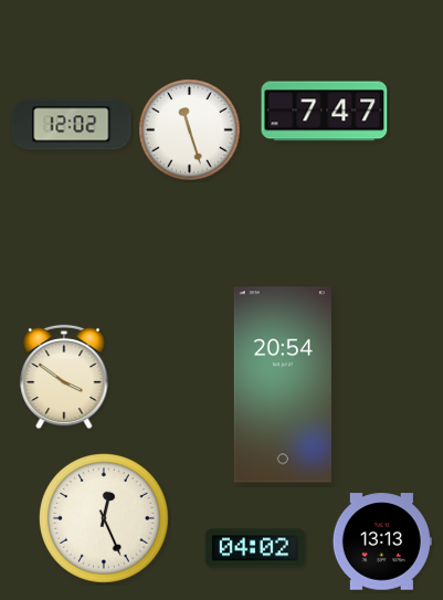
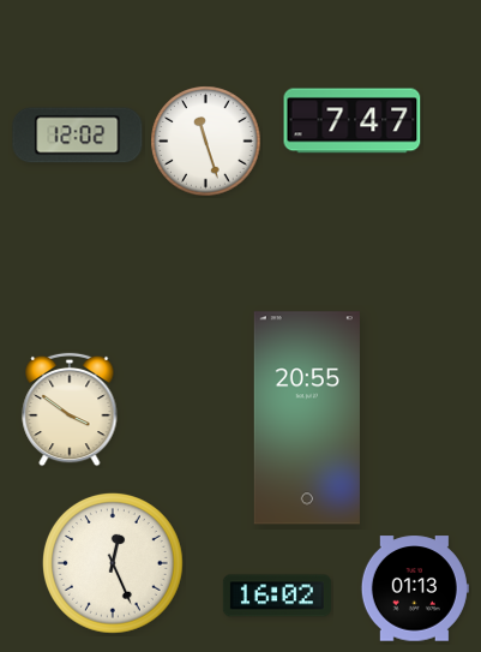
clock at (283, 385): 20:54 -> 20:55
clock at (382, 541): 13:13 -> 01:13
clock at (255, 548): 04:02 -> 16:02
